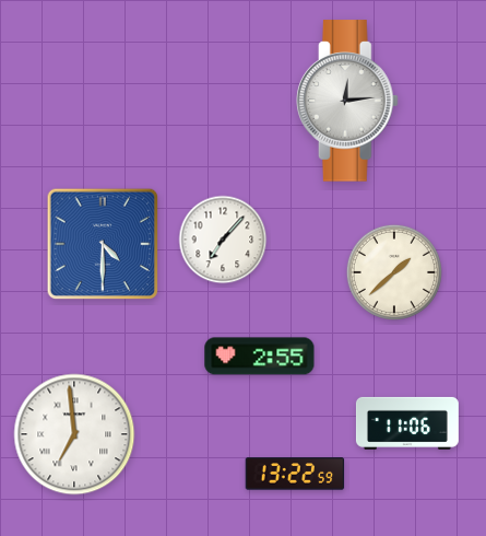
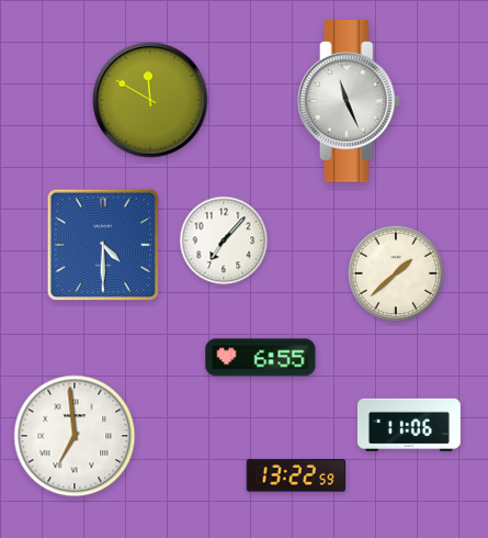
clock at (150, 100): none -> 11:50
clock at (347, 101): 12:14 -> 11:26
clock at (260, 357): 2:55 -> 6:55
